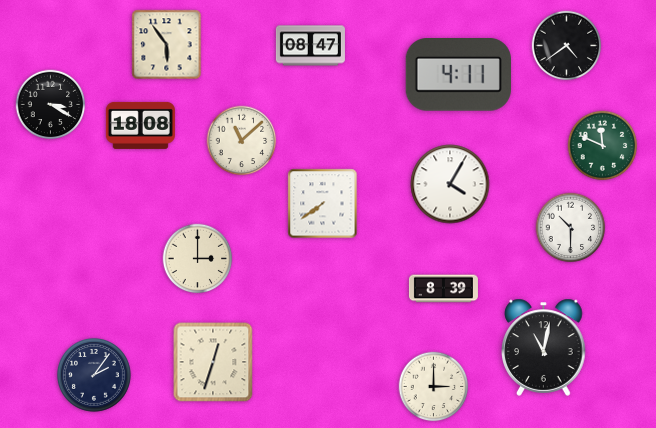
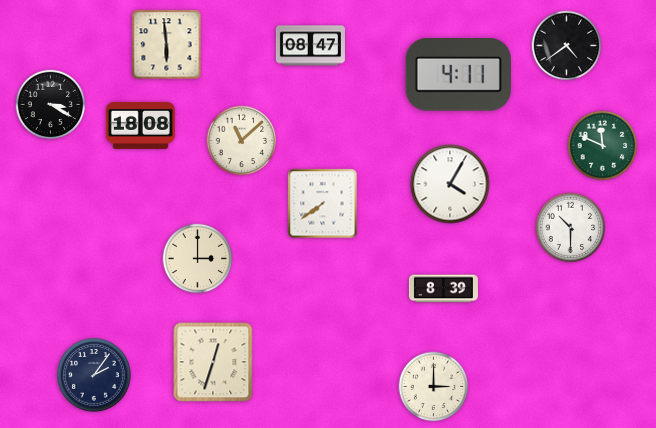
clock at (167, 45): 5:54 -> 5:59
clock at (544, 347): 11:02 -> none
